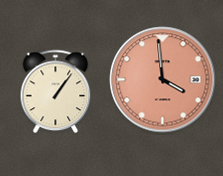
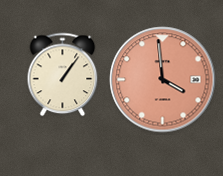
clock at (56, 92) position: (56, 92) -> (63, 75)
